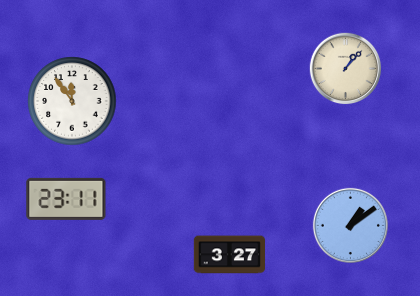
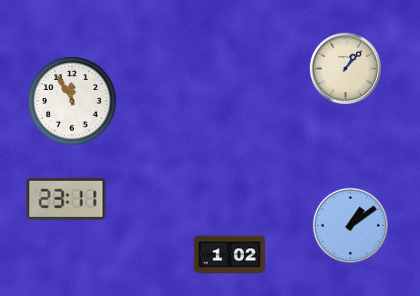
clock at (72, 101): 11:54 -> 11:55
clock at (230, 255): 3:27 -> 1:02
